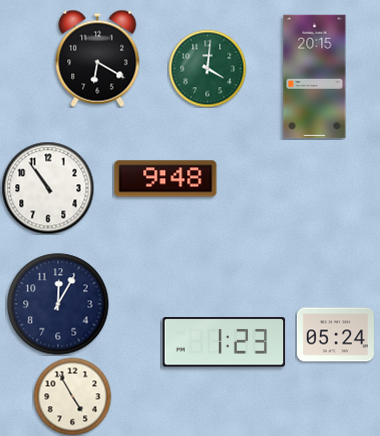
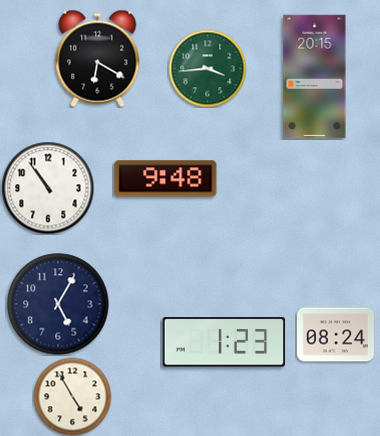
clock at (207, 68): 4:01 -> 3:44
clock at (58, 304): 12:05 -> 5:05
clock at (335, 335): 05:24 -> 08:24
